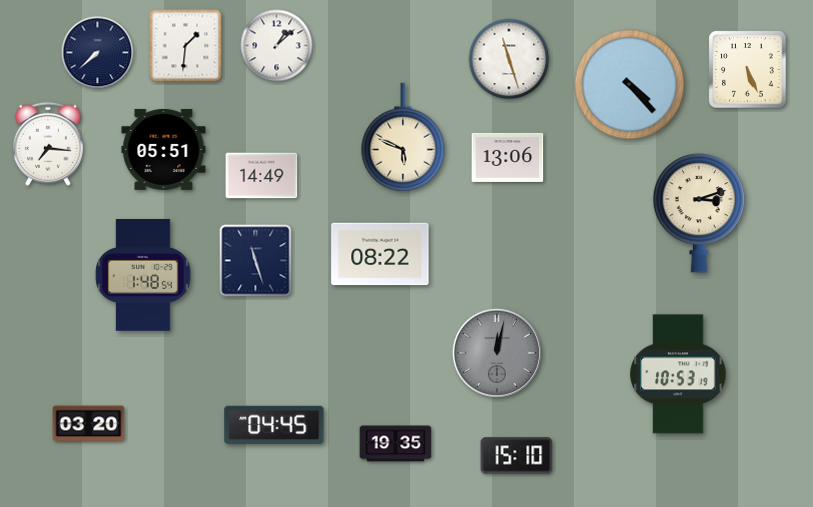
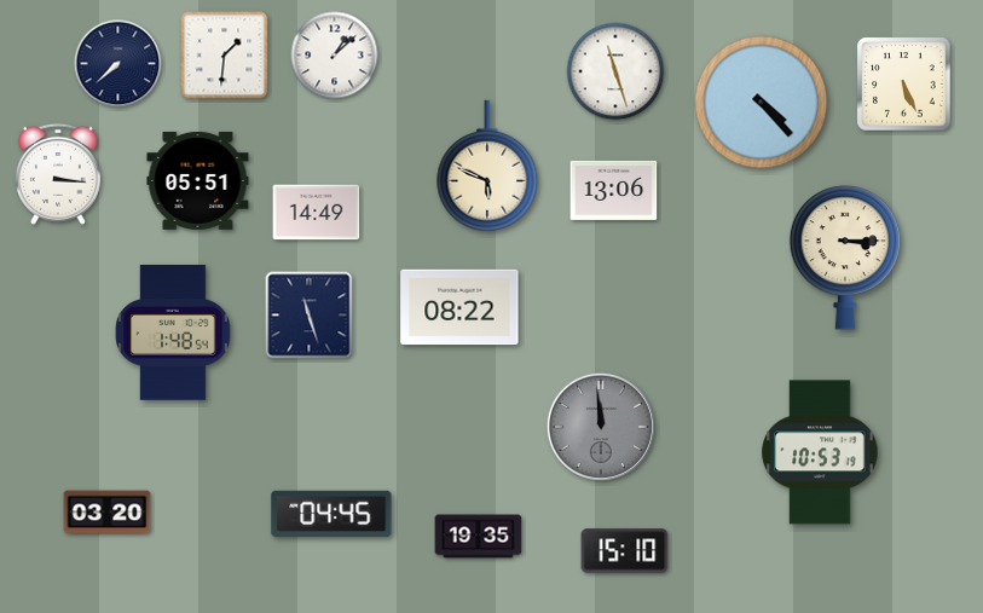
clock at (48, 144): 7:16 -> 3:16
clock at (698, 213): 3:12 -> 3:15
clock at (497, 353): 12:02 -> 11:59
